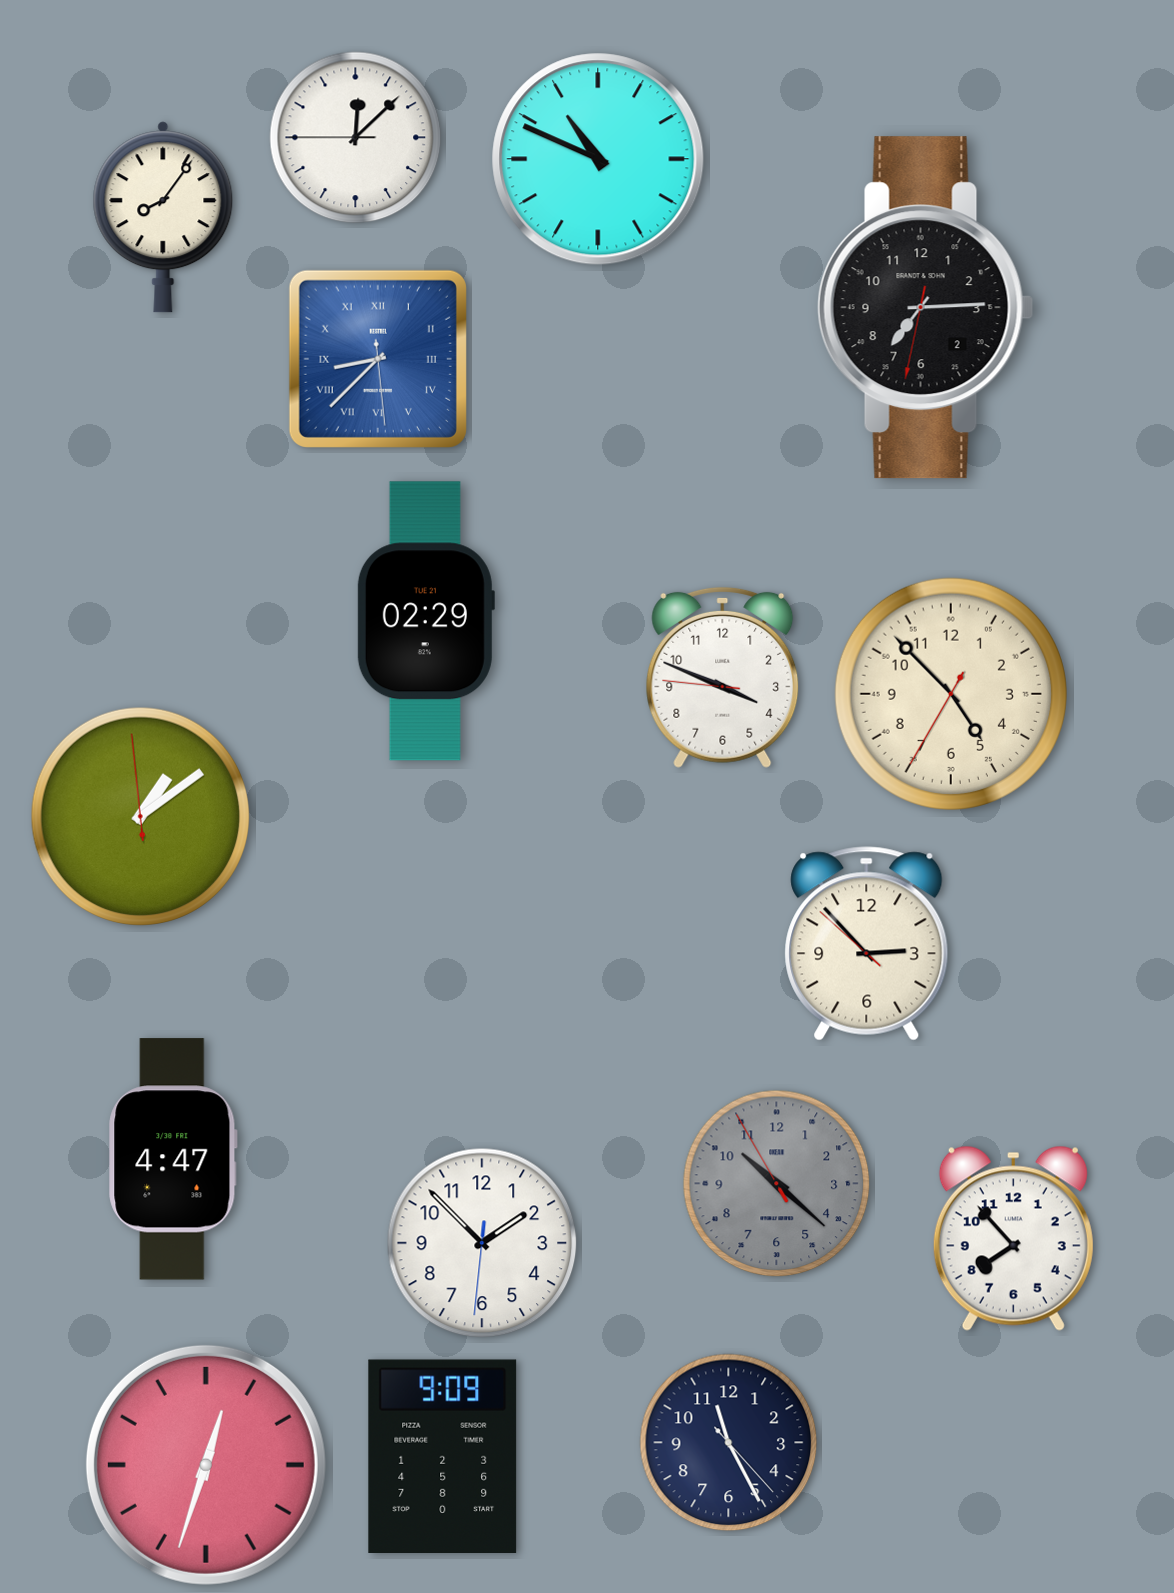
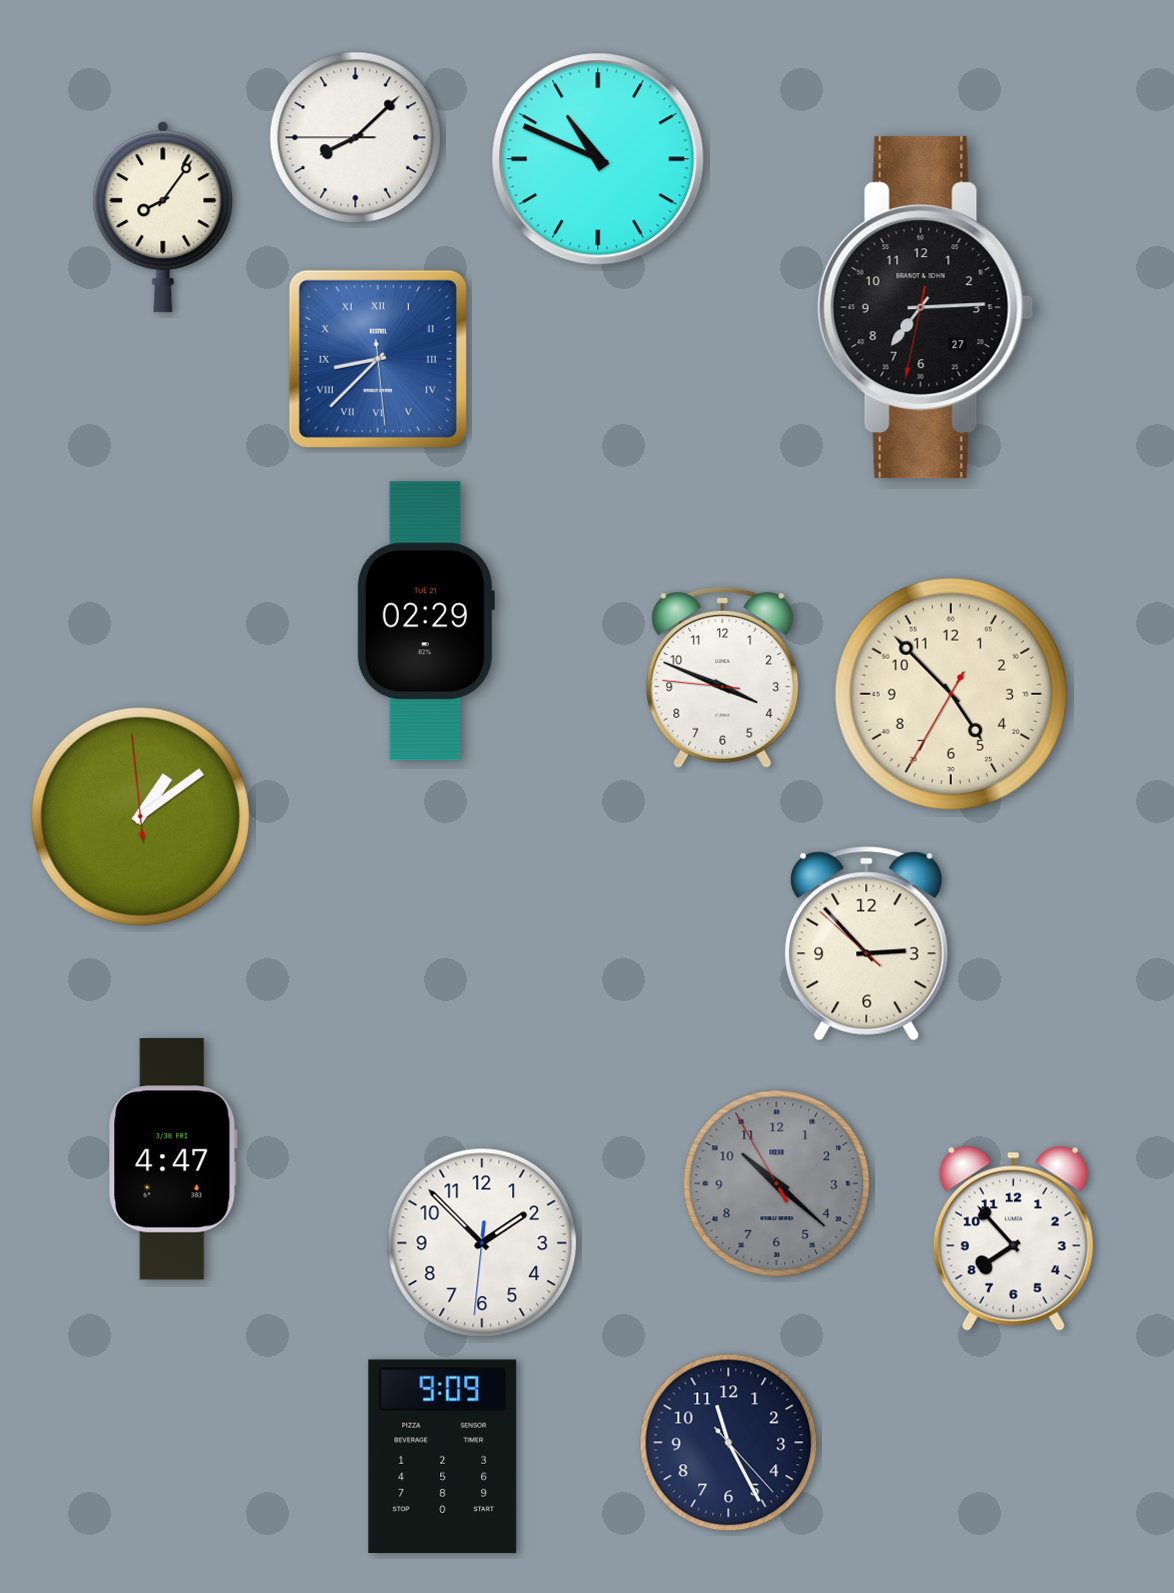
clock at (356, 138): 12:07 -> 8:07
clock at (926, 308) date: 2 -> 27
clock at (206, 1465): 12:33 -> none
